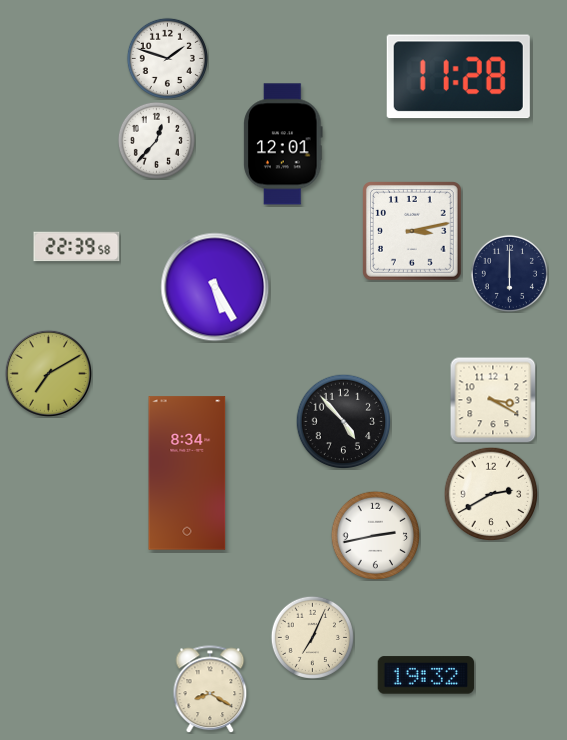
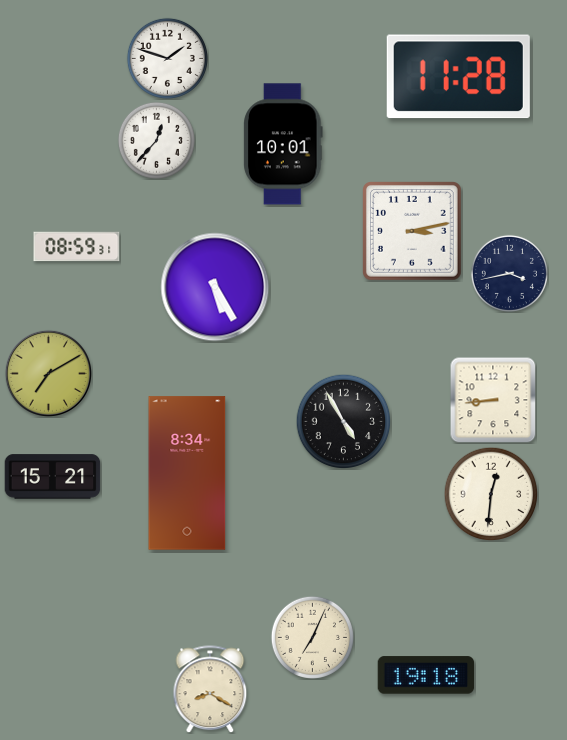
clock at (283, 144): 12:01 -> 10:01
clock at (77, 247): 22:39 -> 08:59
clock at (509, 273): 6:00 -> 3:43
clock at (493, 400): 3:20 -> 8:44
clock at (343, 421): 4:53 -> 4:55
clock at (53, 477): none -> 15:21
clock at (491, 494): 2:40 -> 12:31
clock at (375, 535): 2:43 -> none
clock at (426, 675): 19:32 -> 19:18
